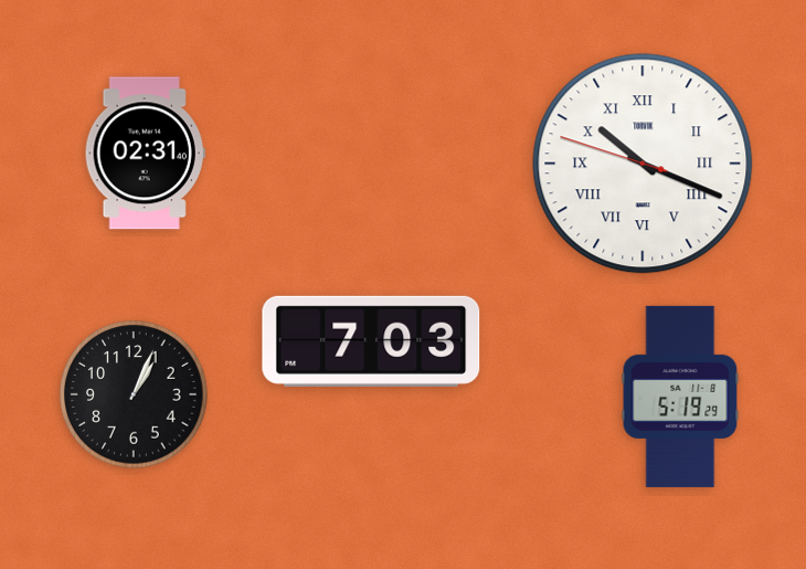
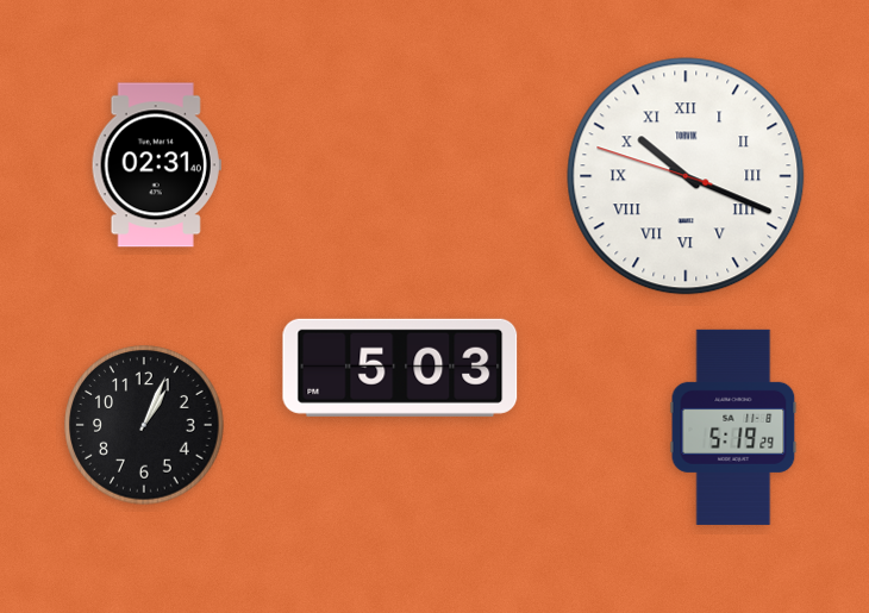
clock at (643, 164) position: (643, 164) -> (686, 176)
clock at (371, 341): 7:03 -> 5:03
